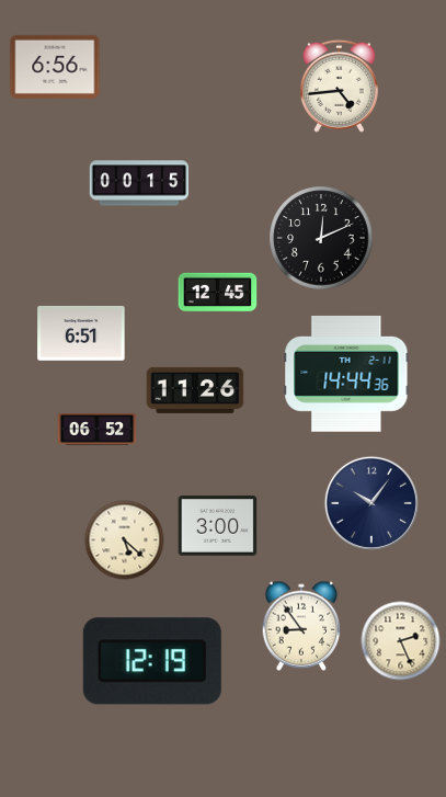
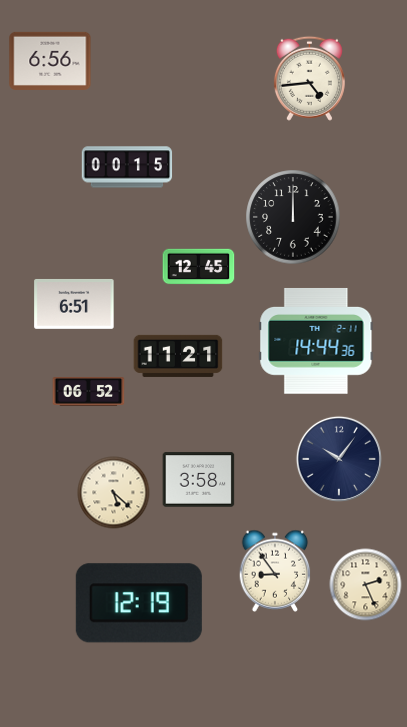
clock at (321, 238): 12:11 -> 12:00
clock at (195, 390): 11:26 -> 11:21
clock at (218, 526): 3:00 -> 3:58
